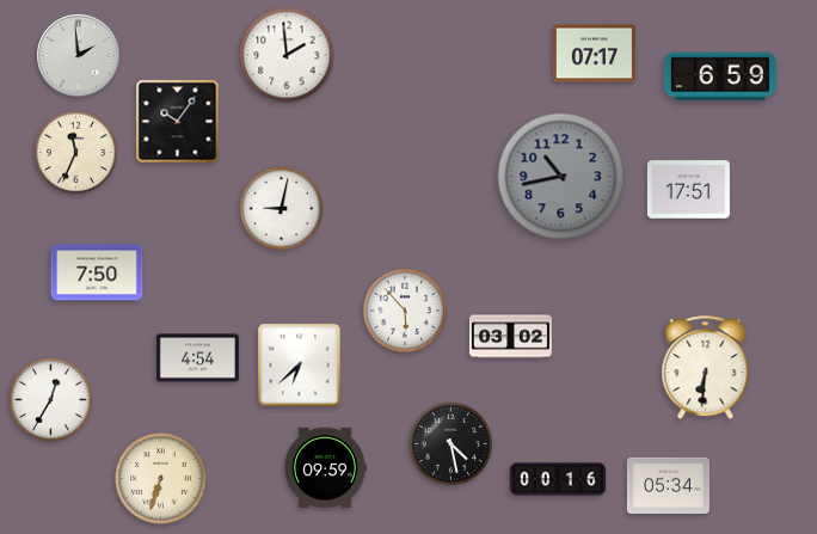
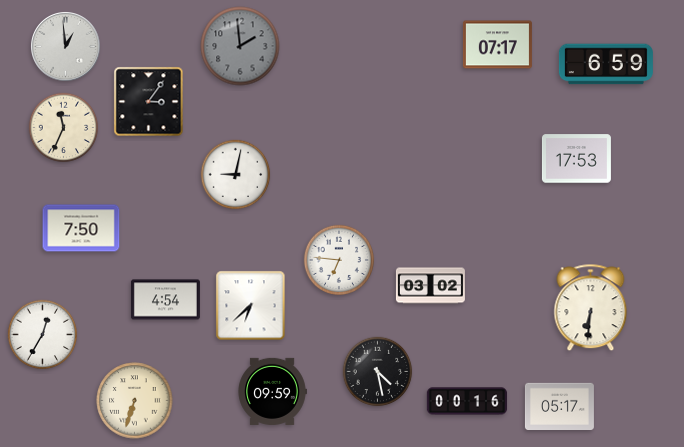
clock at (287, 55) dial: white -> grey
clock at (79, 56): 1:59 -> 12:59
clock at (720, 76) position: (720, 76) -> (606, 64)
clock at (178, 122): 10:06 -> 3:06
clock at (561, 177): 10:43 -> none
clock at (688, 190): 17:51 -> 17:53
clock at (404, 309): 5:53 -> 6:46
clock at (510, 337) position: (510, 337) -> (430, 286)
clock at (668, 485): 05:34 -> 05:17
